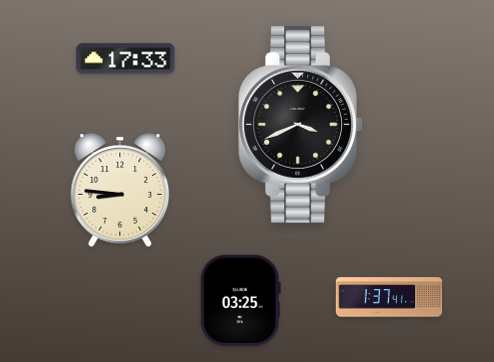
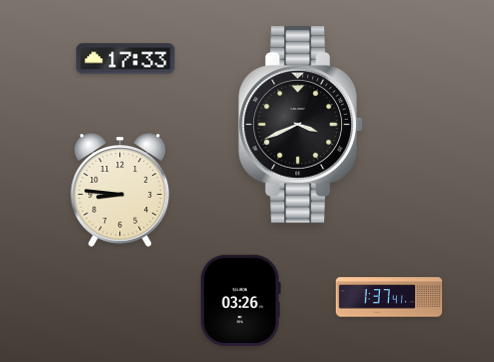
clock at (240, 300): 03:25 -> 03:26
